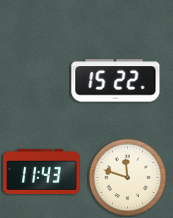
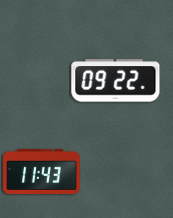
clock at (116, 81): 15:22 -> 09:22
clock at (127, 177): 11:48 -> none
